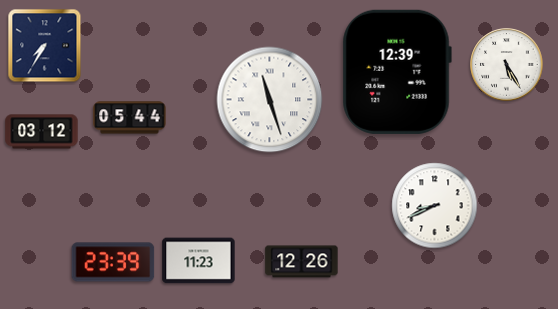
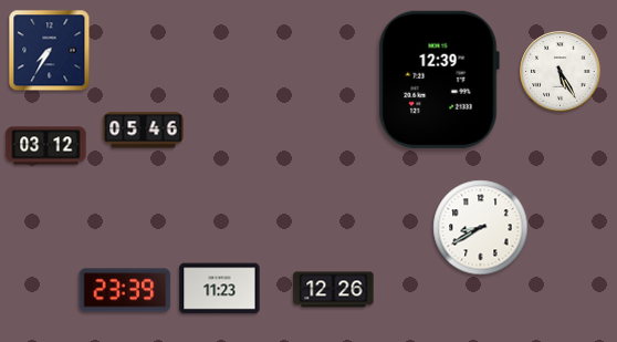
clock at (270, 100): 11:27 -> none
clock at (130, 118): 05:44 -> 05:46
clock at (435, 206): 8:41 -> 8:40
